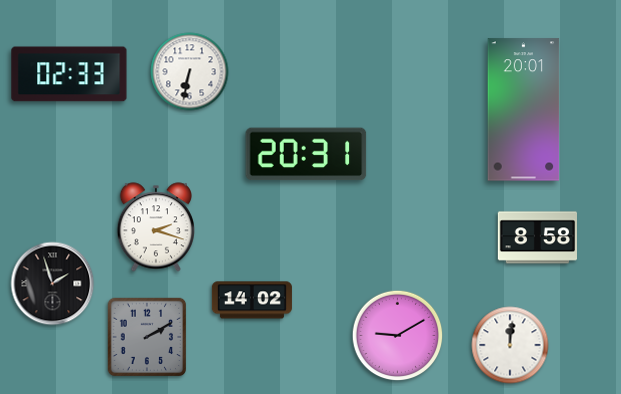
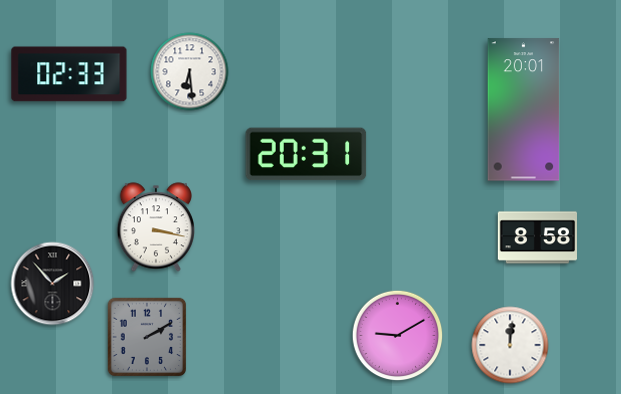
clock at (190, 72): 6:32 -> 6:29
clock at (155, 227): 2:18 -> 3:17
clock at (53, 284): 1:57 -> 1:53
clock at (252, 300): 14:02 -> none
